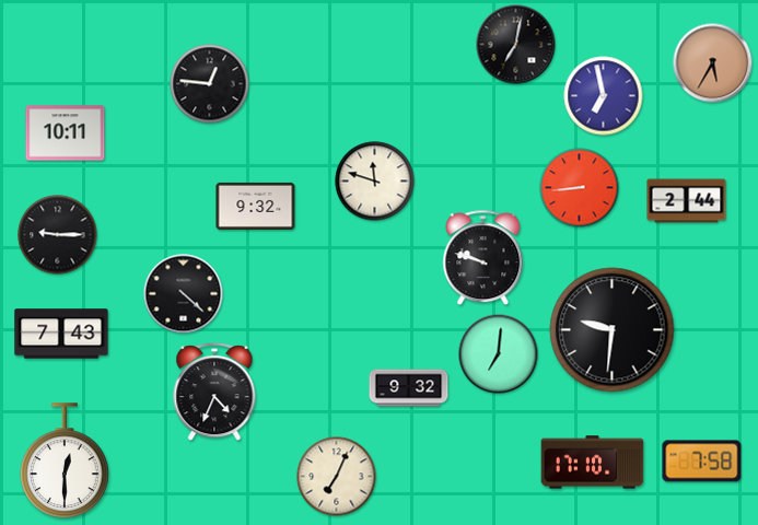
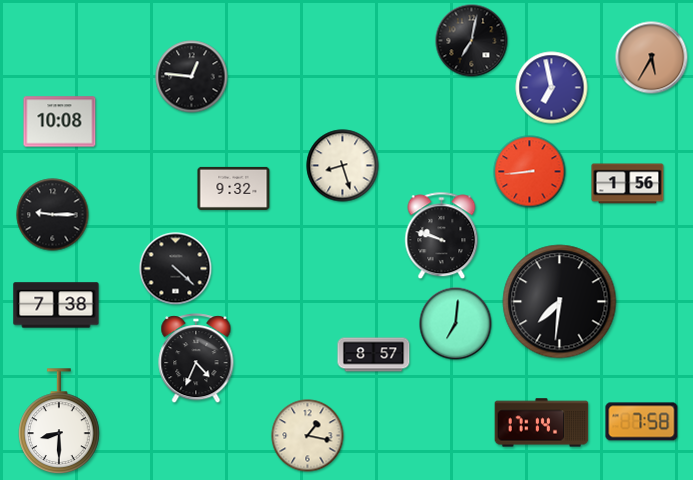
clock at (66, 133): 10:11 -> 10:08
clock at (375, 182): 11:48 -> 8:27
clock at (687, 201): 2:44 -> 1:56
clock at (184, 294) position: (184, 294) -> (176, 269)
clock at (613, 330): 9:31 -> 7:31
clock at (61, 334): 7:43 -> 7:38
clock at (409, 388): 9:32 -> 8:57
clock at (66, 462): 12:30 -> 8:30
clock at (593, 463): 17:10 -> 17:14
clock at (337, 477): 7:04 -> 1:17
